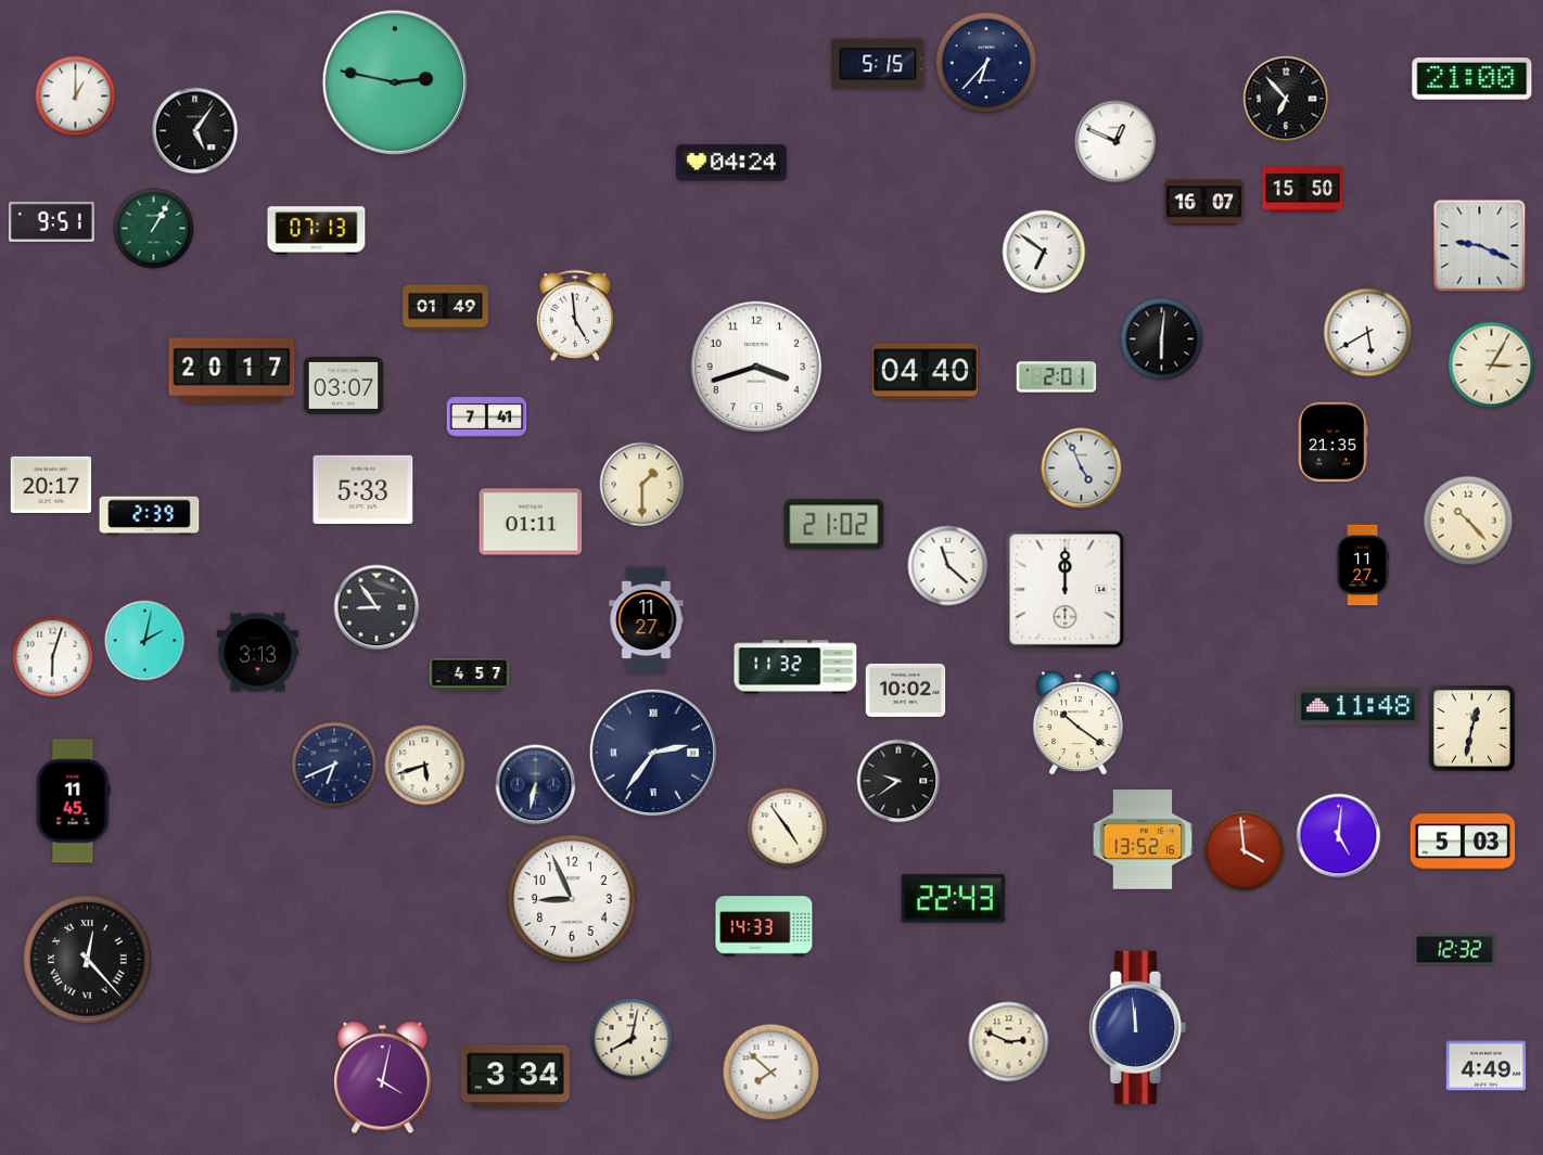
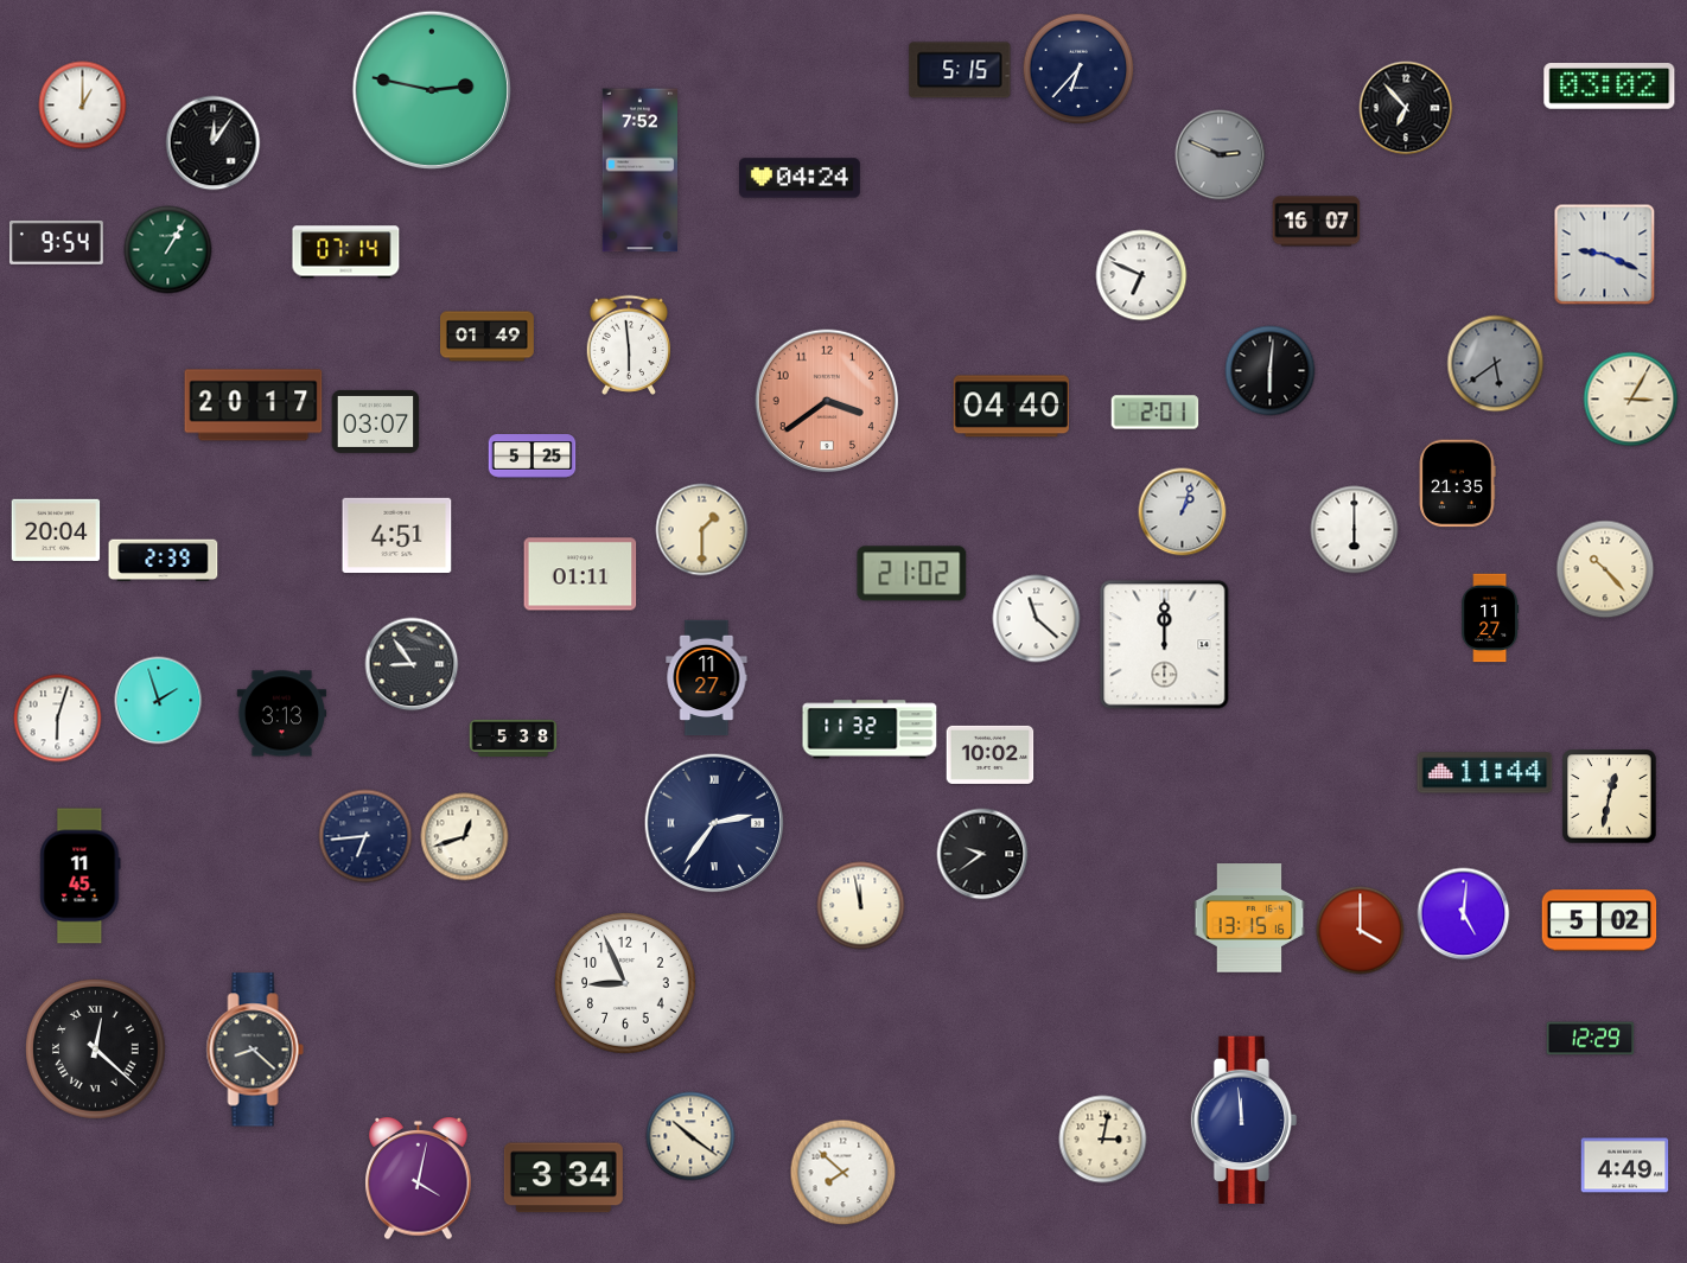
clock at (1472, 79): 21:00 -> 03:02
clock at (195, 131): 5:06 -> 12:06
clock at (1117, 142): 12:49 -> 2:49
clock at (1117, 142) dial: white -> grey
clock at (639, 171): none -> 7:52
clock at (1303, 190): 15:50 -> none
clock at (51, 221): 9:51 -> 9:54
clock at (317, 231): 07:13 -> 07:14
clock at (1480, 246) position: (1480, 246) -> (1605, 255)
clock at (1044, 252): 6:51 -> 6:49
clock at (574, 316): 4:59 -> 5:59
clock at (1368, 333): 5:40 -> 5:39
clock at (1368, 333) dial: white -> grey
clock at (756, 367): 3:42 -> 3:39
clock at (756, 367) dial: white -> salmon
clock at (487, 418): 7:41 -> 5:25
clock at (1082, 469): 4:56 -> 1:03
clock at (51, 484): 20:17 -> 20:04
clock at (1355, 530): none -> 6:00
clock at (364, 489): 5:33 -> 4:51
clock at (150, 516) position: (150, 516) -> (164, 561)
clock at (531, 522) position: (531, 522) -> (580, 574)
clock at (145, 641): 2:02 -> 1:57
clock at (470, 675): 4:57 -> 5:38
clock at (1359, 707): 11:48 -> 11:44
clock at (1077, 723): 10:21 -> none
clock at (334, 765): 6:41 -> 6:44
clock at (425, 766): 5:42 -> 12:42
clock at (536, 785): 6:32 -> none
clock at (788, 829): 4:54 -> 11:58
clock at (1143, 839): 13:52 -> 13:15
clock at (1463, 842): 5:03 -> 5:02
clock at (1245, 851): 3:59 -> 4:00
clock at (954, 899): 22:43 -> none
clock at (764, 926): 14:33 -> none
clock at (1455, 950): 12:32 -> 12:29
clock at (88, 960): 12:23 -> 12:22
clock at (255, 1050): none -> 8:22
clock at (1138, 1027) position: (1138, 1027) -> (1244, 1120)
clock at (632, 1039): 8:02 -> 10:21
clock at (1009, 1042): 2:49 -> 3:02
